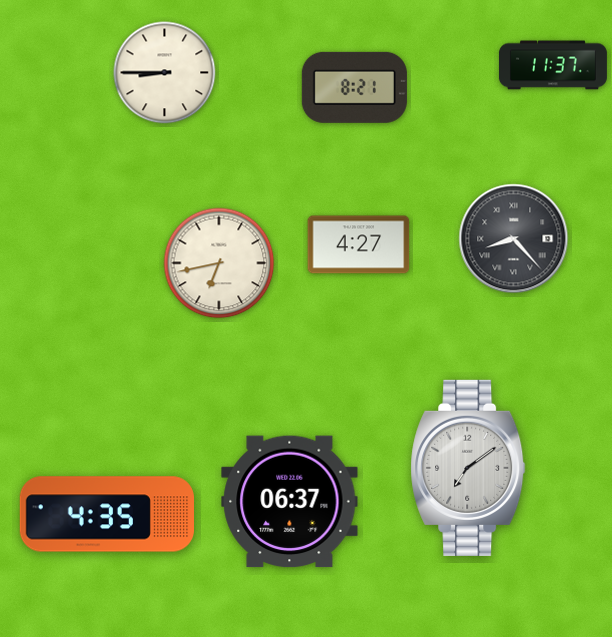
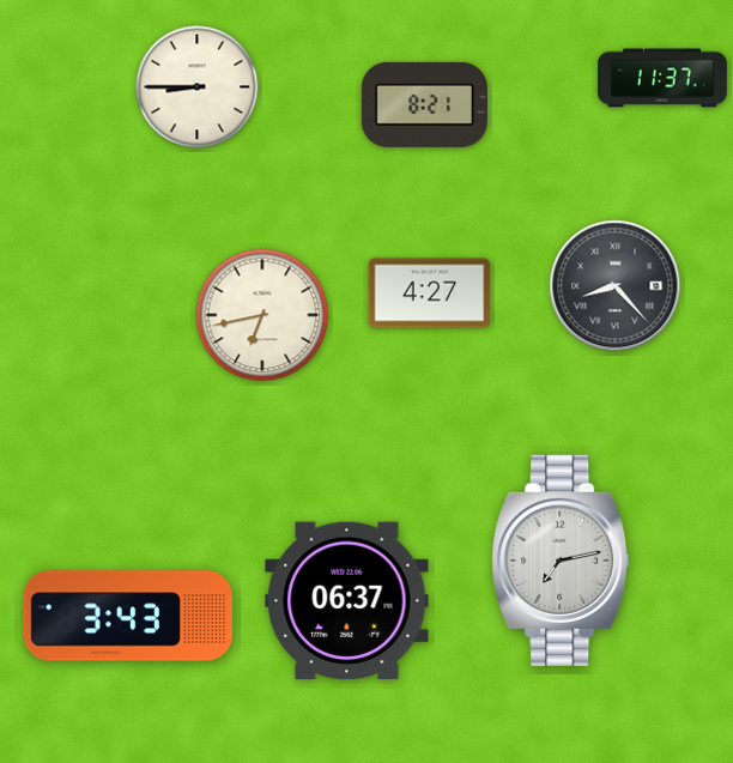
clock at (468, 468): 7:09 -> 7:13
clock at (107, 514): 4:35 -> 3:43
